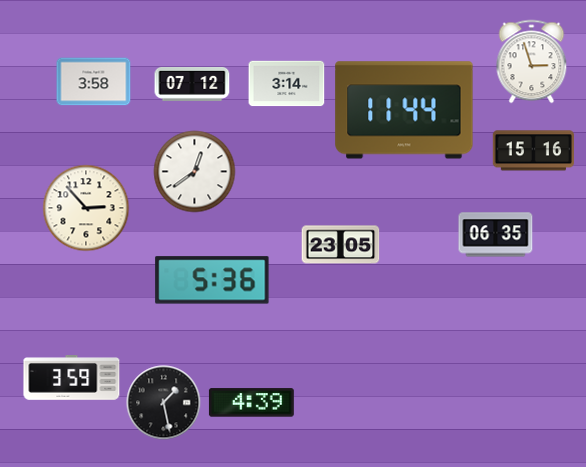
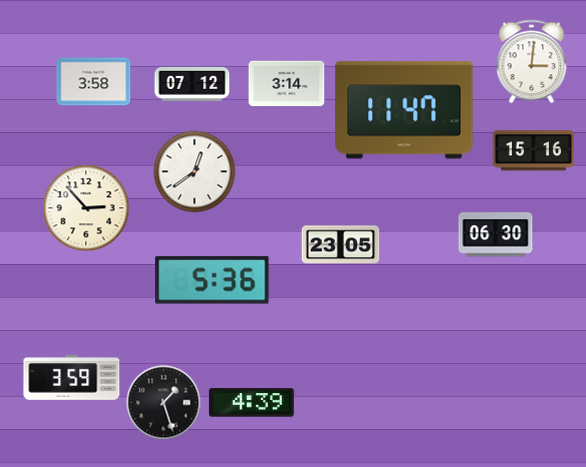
clock at (532, 62): 2:57 -> 3:01
clock at (404, 110): 11:44 -> 11:47
clock at (496, 235): 06:35 -> 06:30
clock at (164, 403): 1:28 -> 1:27
